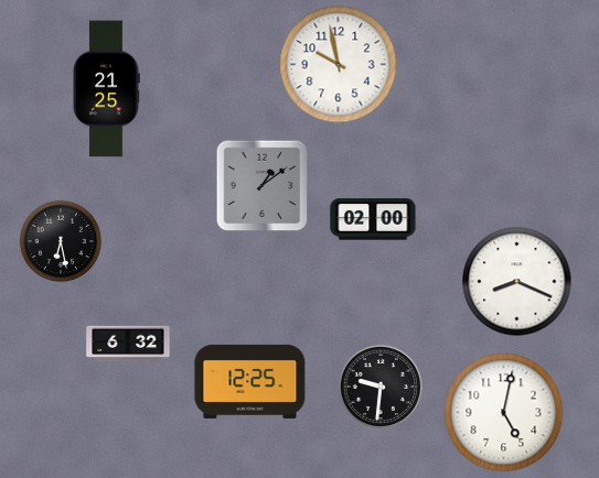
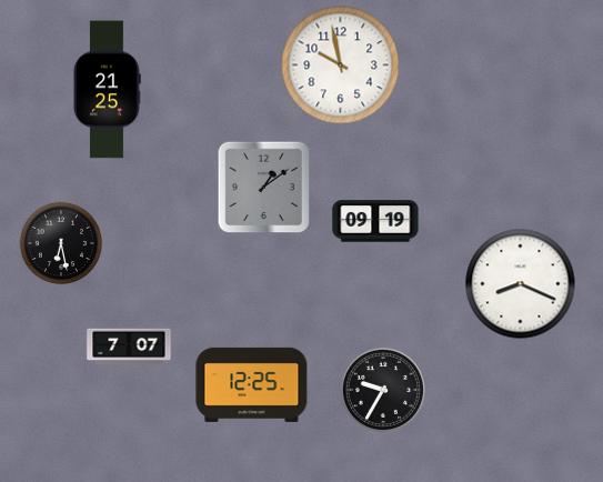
clock at (373, 219): 02:00 -> 09:19
clock at (128, 344): 6:32 -> 7:07
clock at (379, 385): 9:31 -> 9:35
clock at (504, 413): 5:02 -> none
